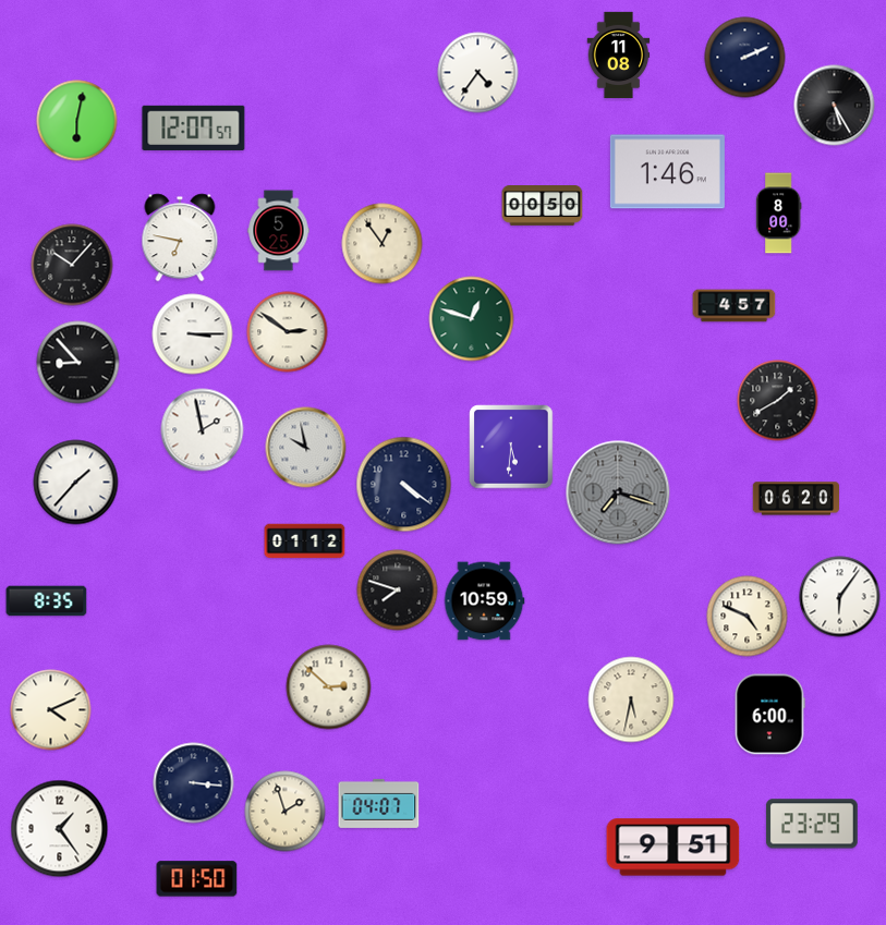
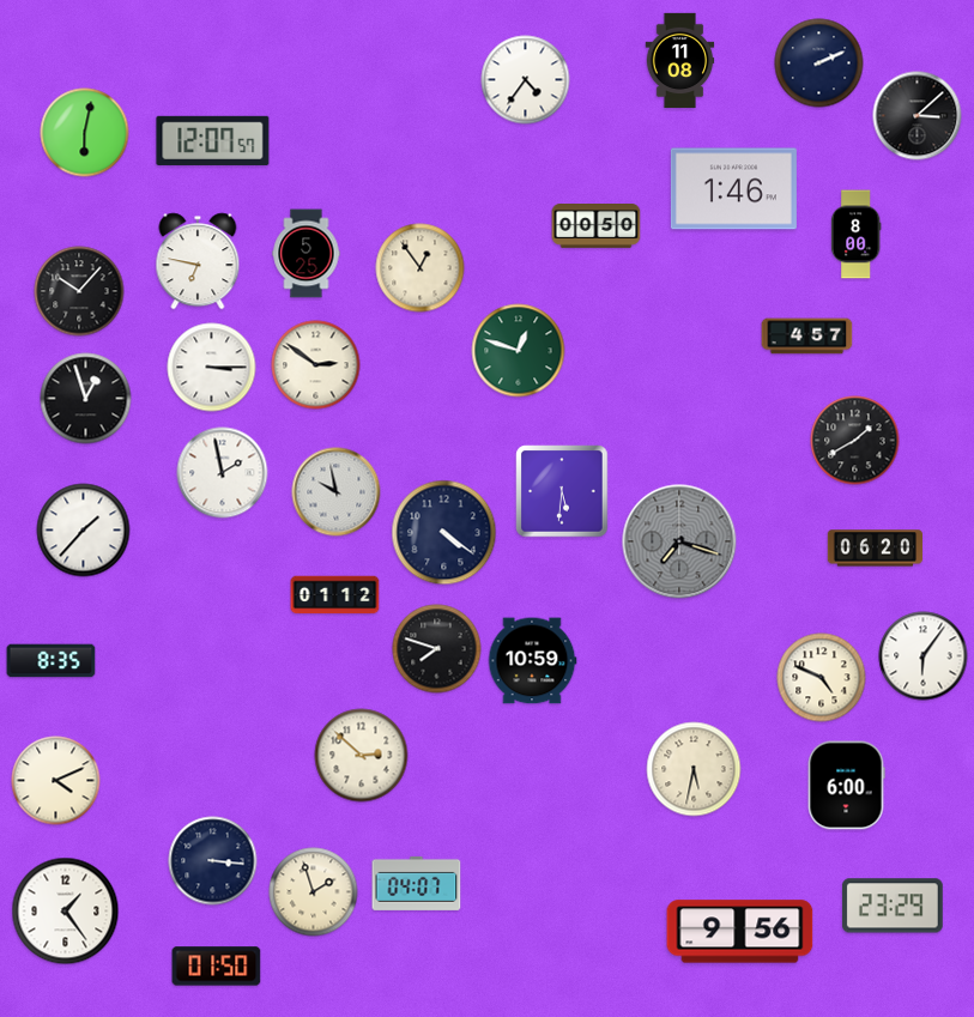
clock at (835, 106): 5:25 -> 3:08
clock at (78, 363): 8:53 -> 12:57
clock at (673, 848): 9:51 -> 9:56
